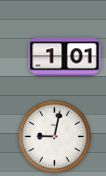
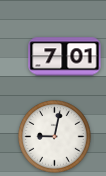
clock at (65, 57): 1:01 -> 7:01
